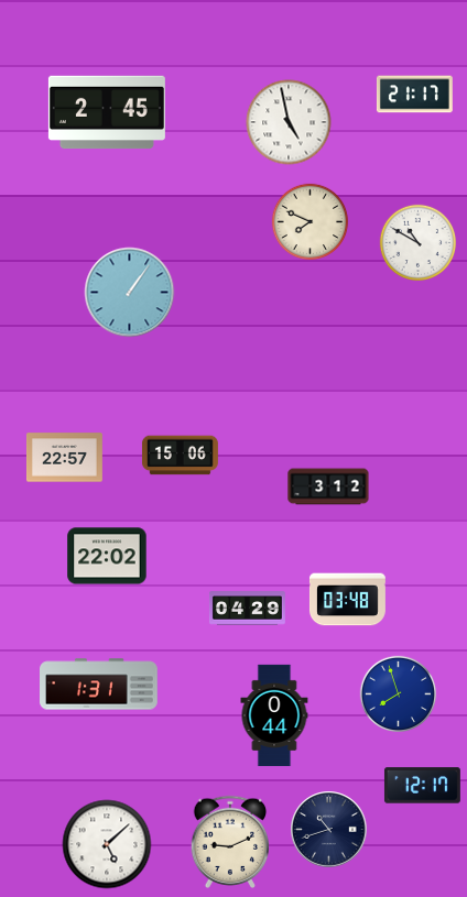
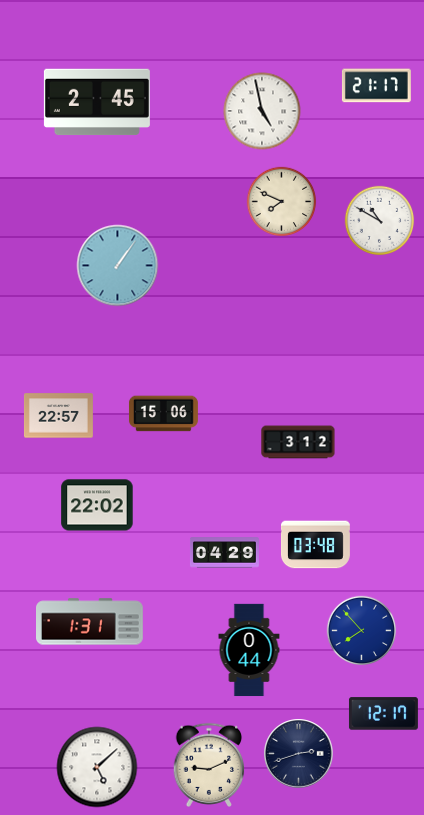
clock at (399, 694): 7:57 -> 7:53
clock at (329, 830): 10:42 -> 2:42
